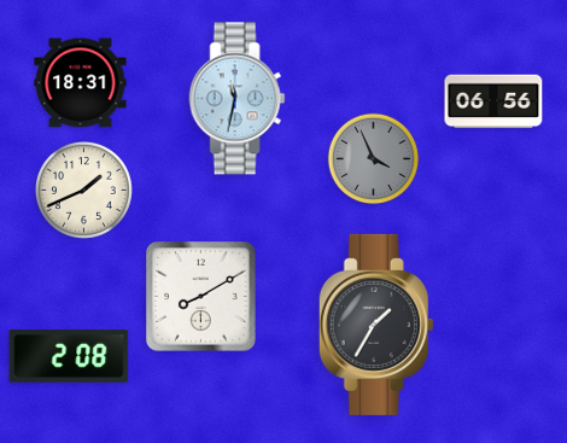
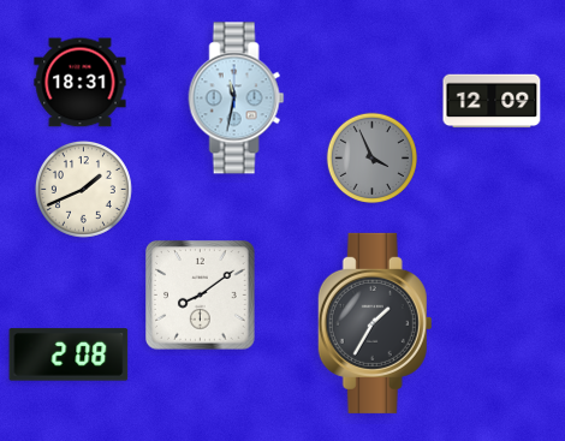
clock at (493, 101): 06:56 -> 12:09
clock at (201, 297): 8:10 -> 8:09
